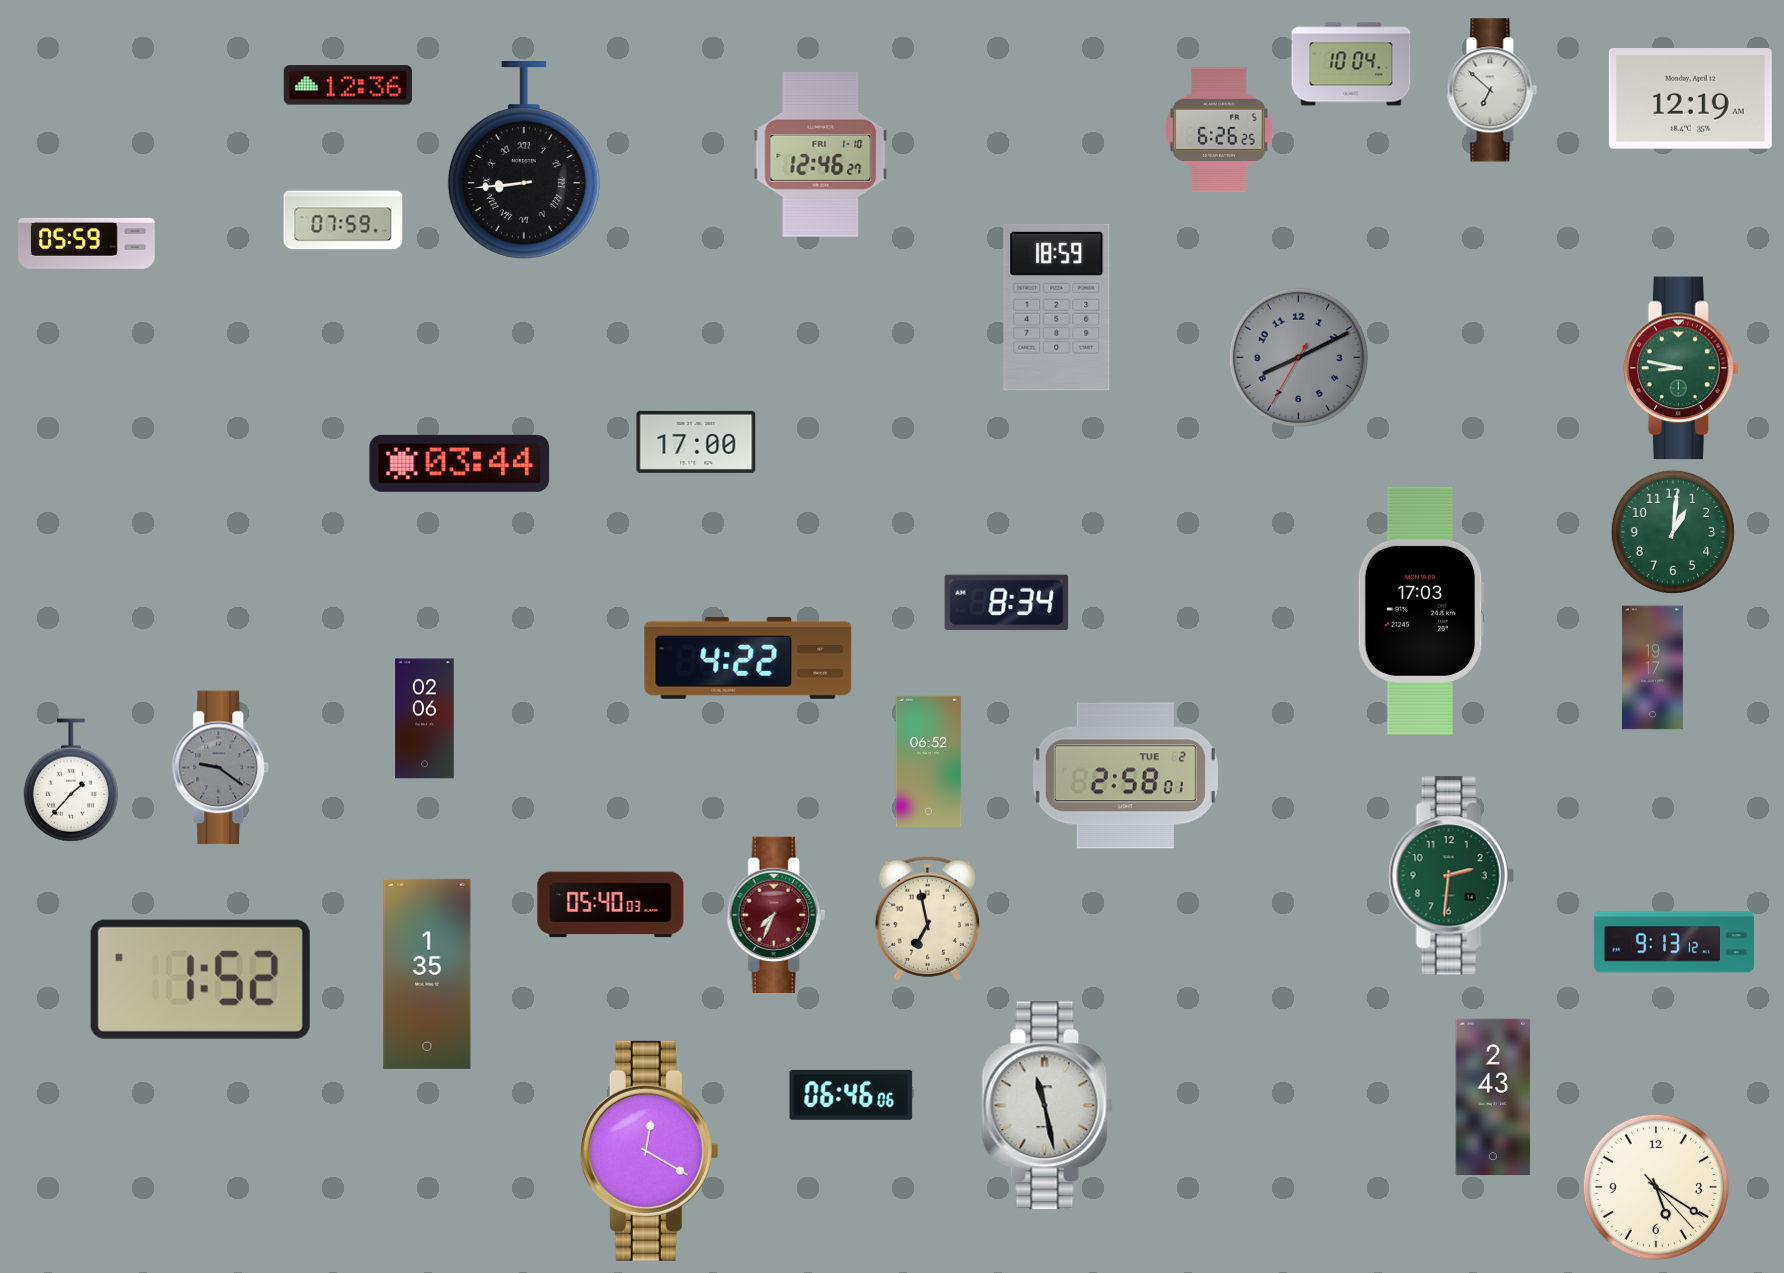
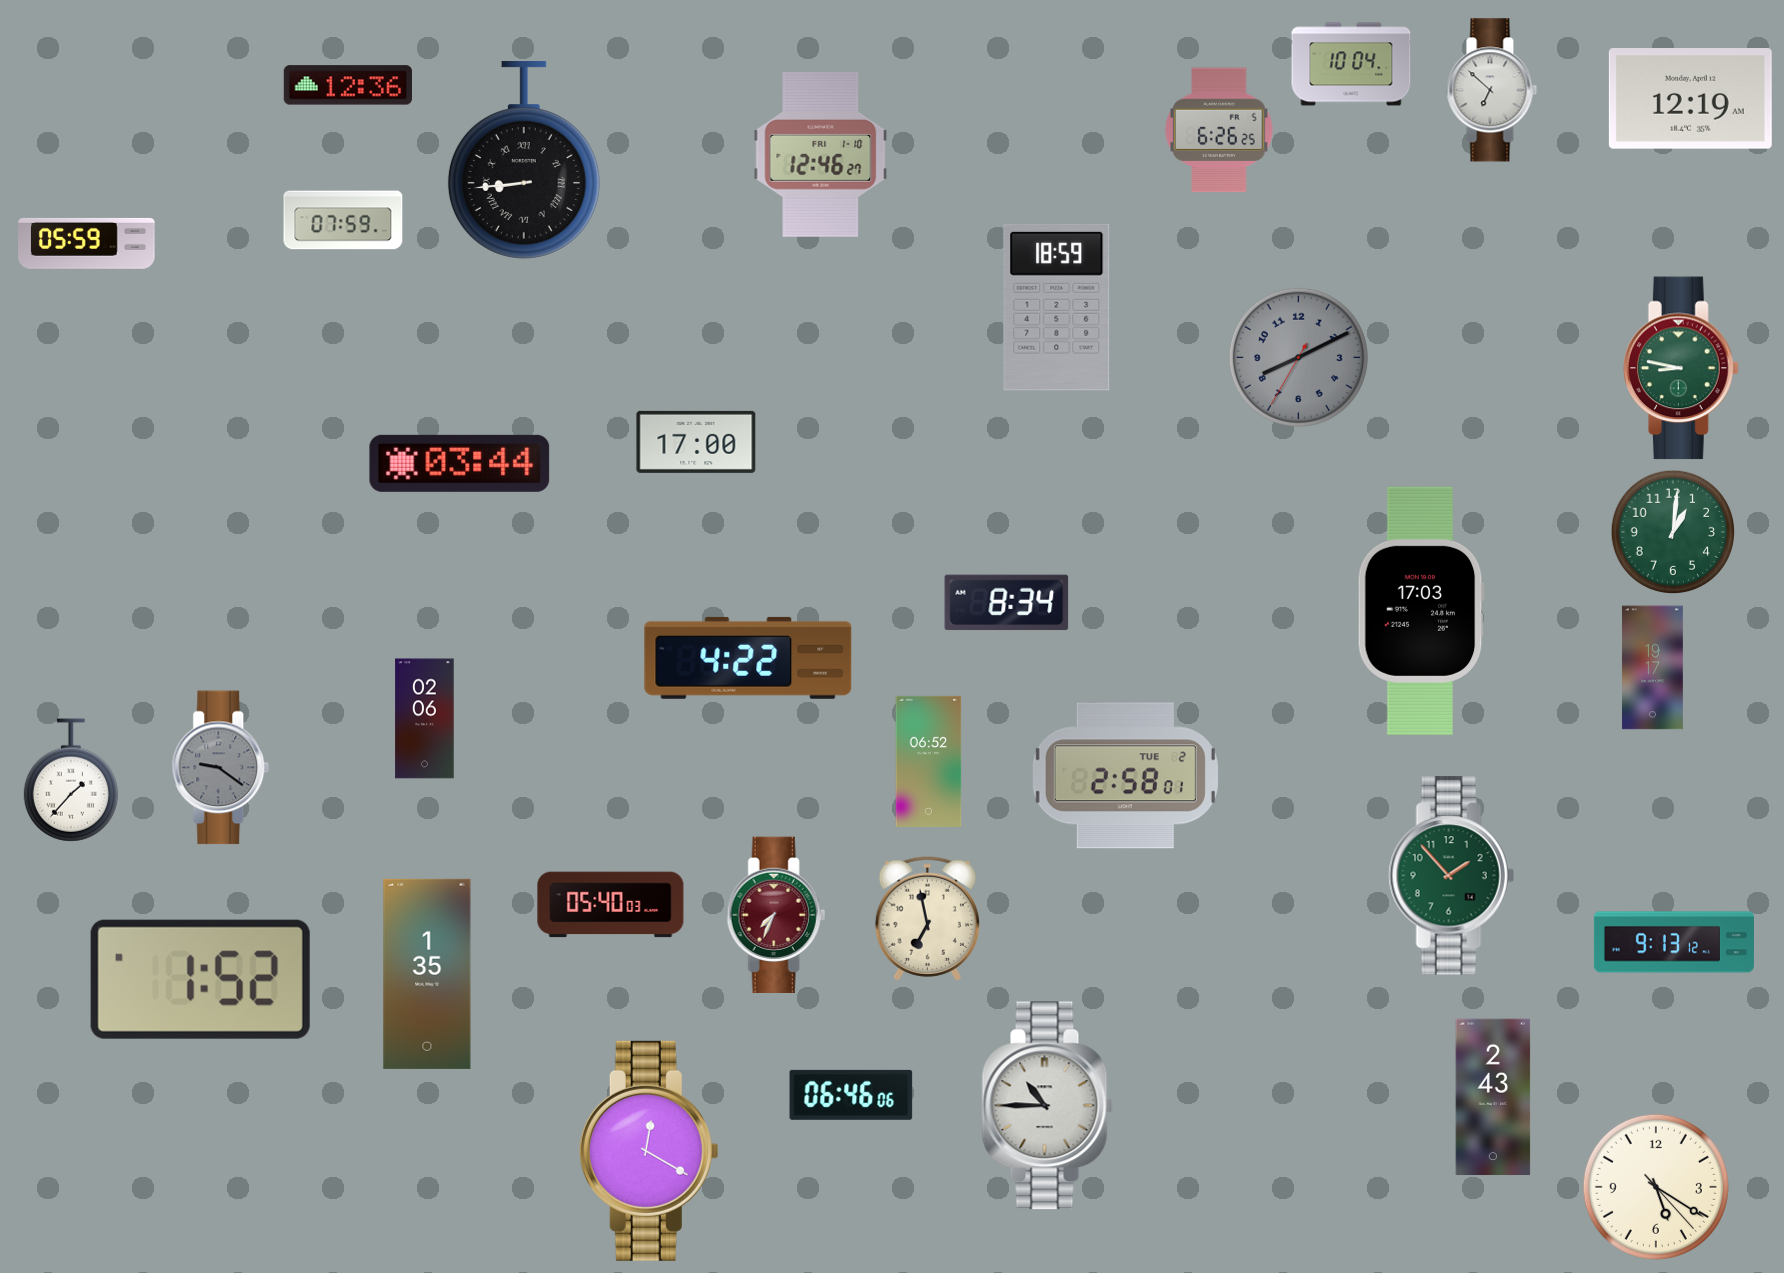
clock at (1451, 876): 2:31 -> 1:53
clock at (1048, 1106): 11:28 -> 10:45
